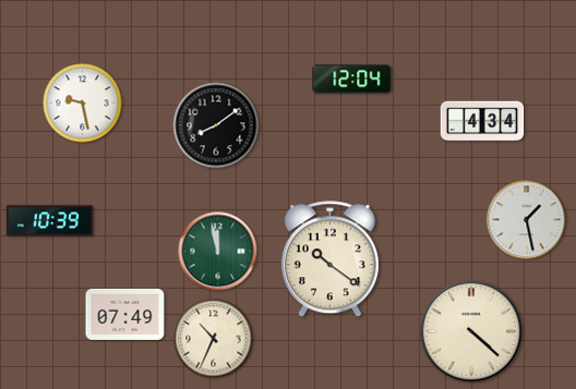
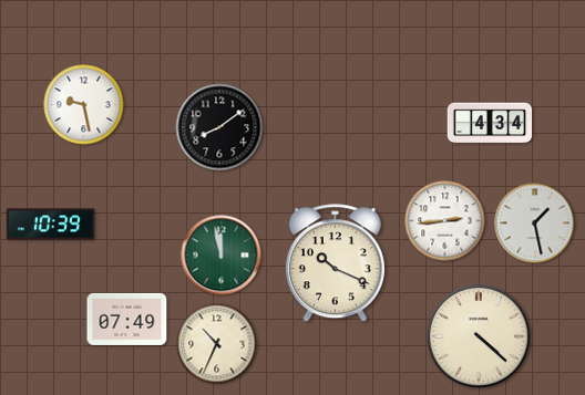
clock at (352, 80): 12:04 -> none
clock at (445, 221): none -> 2:44
clock at (329, 259): 10:21 -> 10:19
